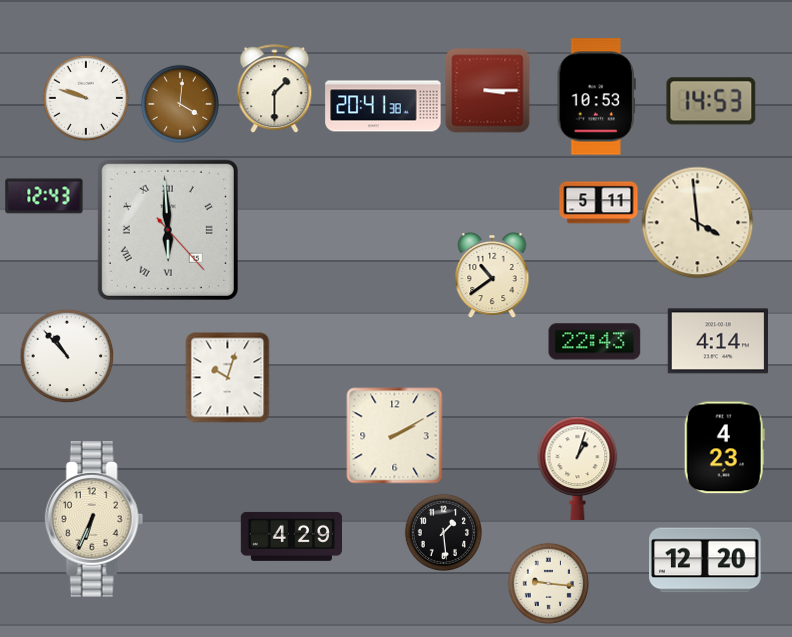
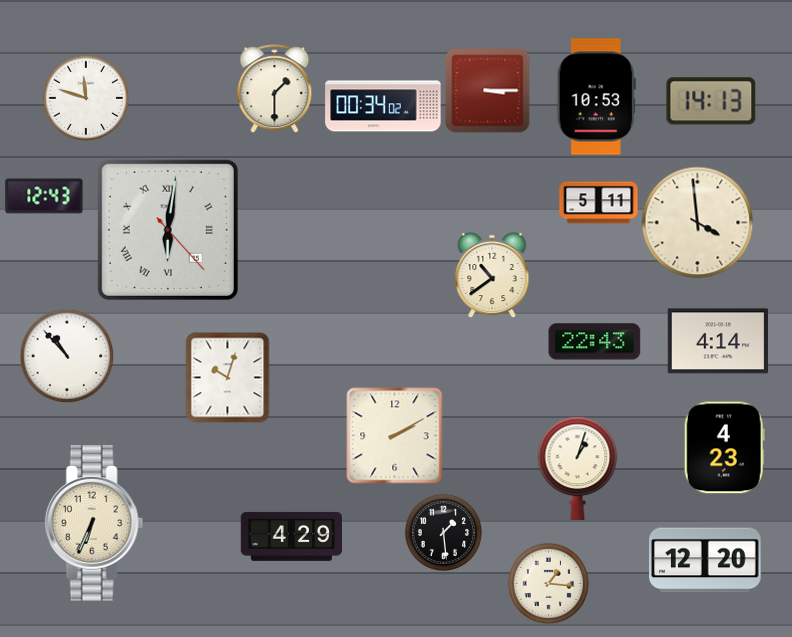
clock at (86, 98): 9:48 -> 11:48
clock at (711, 101): 14:53 -> 14:13
clock at (179, 103): 4:01 -> none
clock at (383, 106): 20:41 -> 00:34
clock at (168, 230): 5:59 -> 6:01
clock at (94, 519) position: (94, 519) -> (94, 523)
clock at (548, 583): 9:16 -> 1:16
